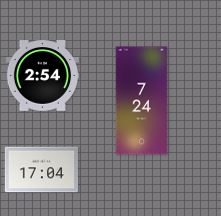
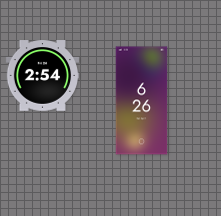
clock at (142, 101): 7:24 -> 6:26
clock at (41, 170): 17:04 -> none
